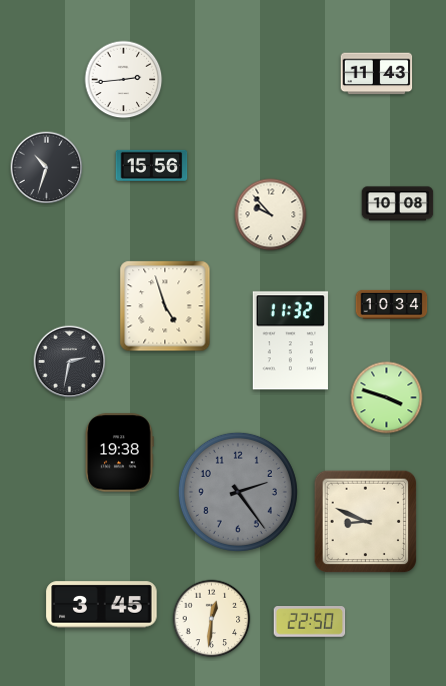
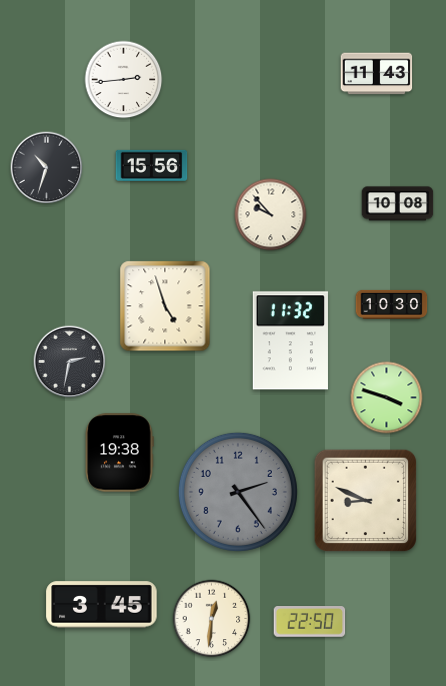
clock at (392, 304): 10:34 -> 10:30
clock at (366, 522) position: (366, 522) -> (366, 501)
